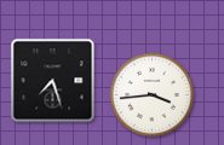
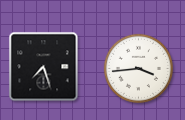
clock at (151, 94) position: (151, 94) -> (138, 68)
